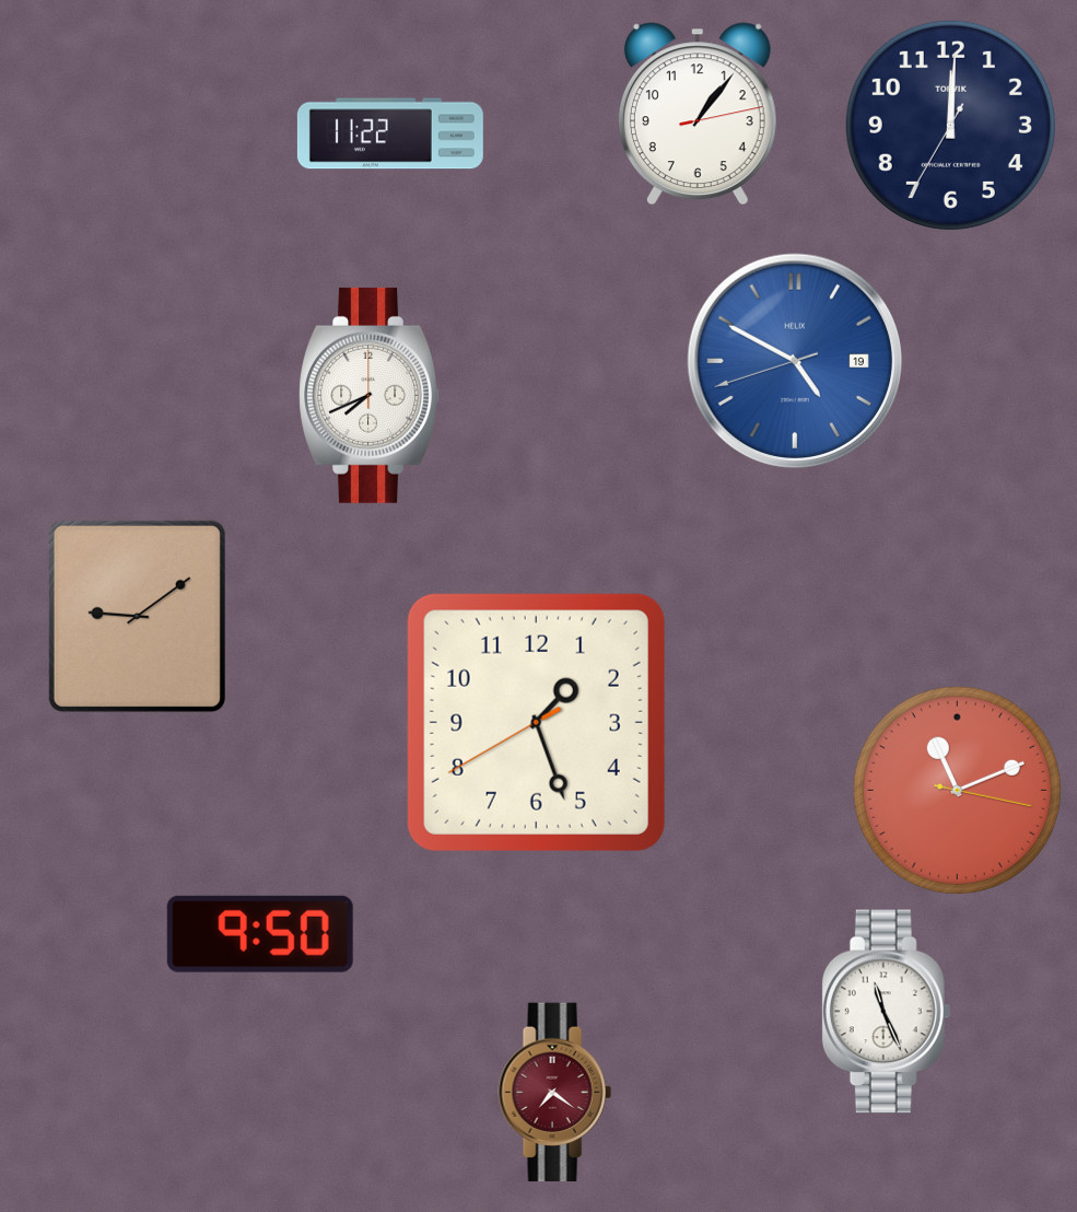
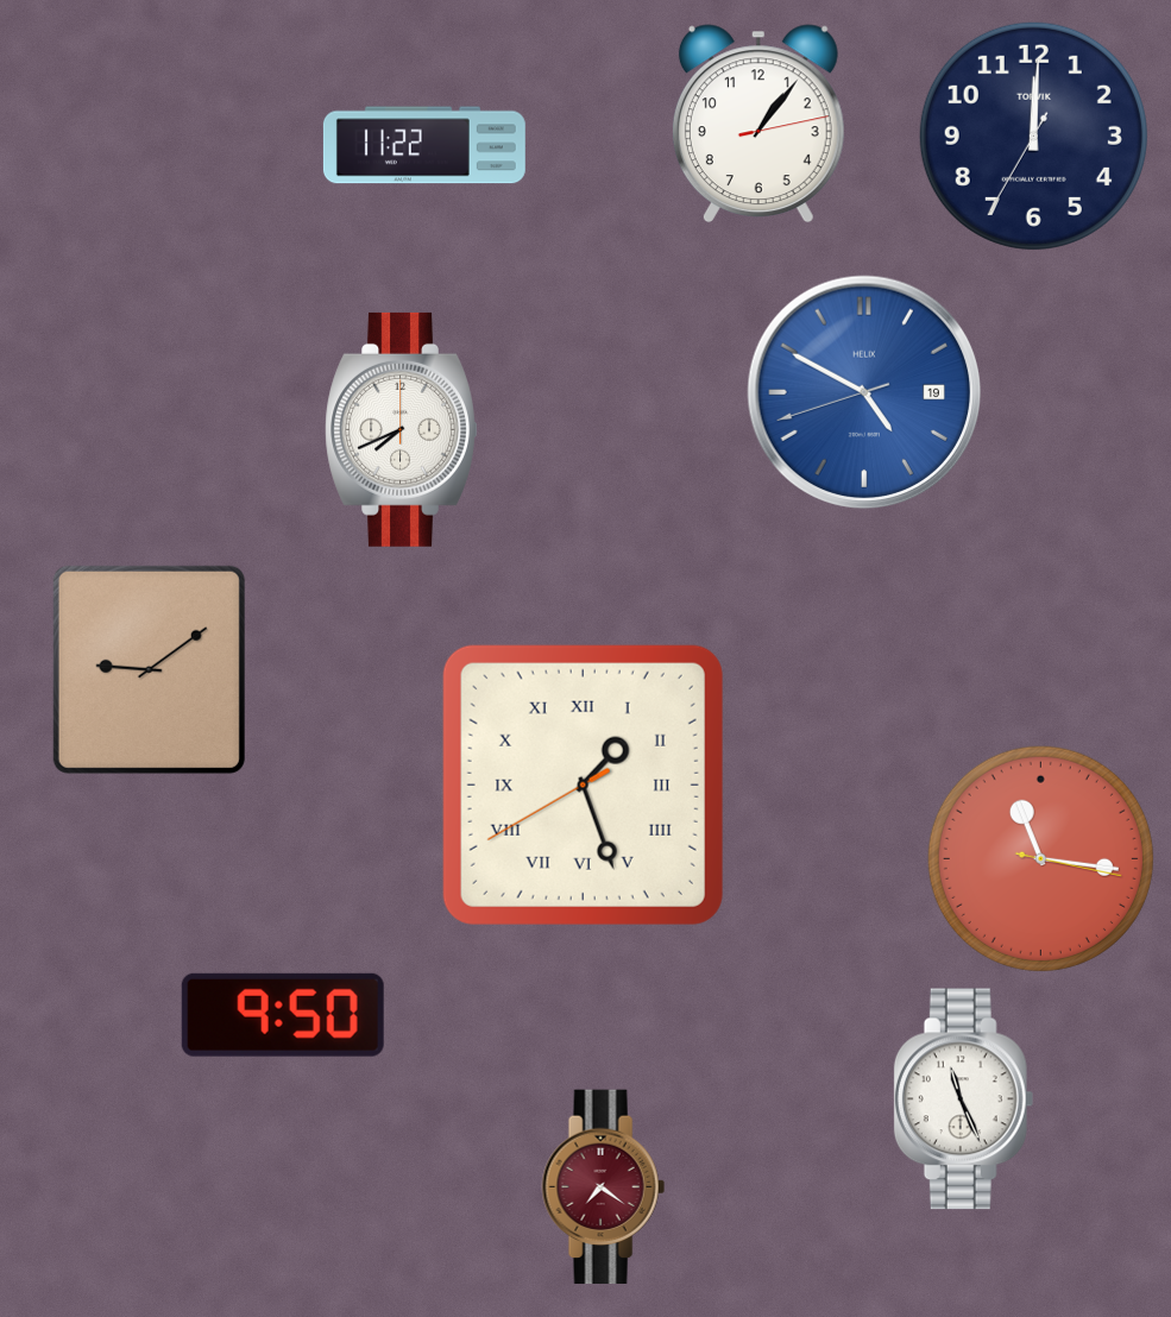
clock at (536, 722) numerals: Arabic -> Roman
clock at (957, 790): 11:11 -> 11:16
